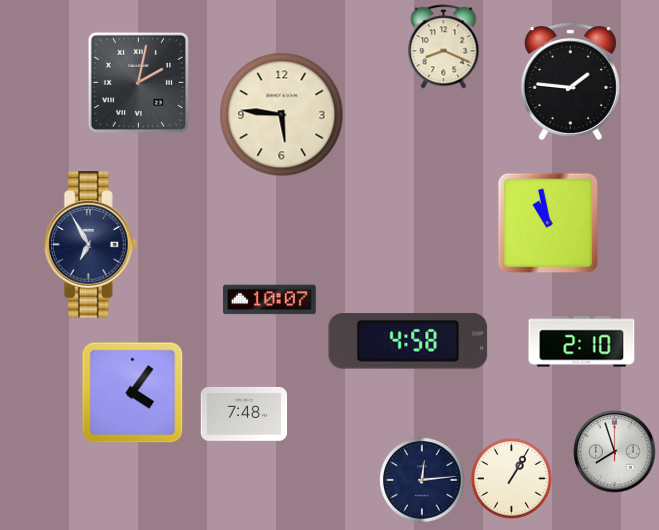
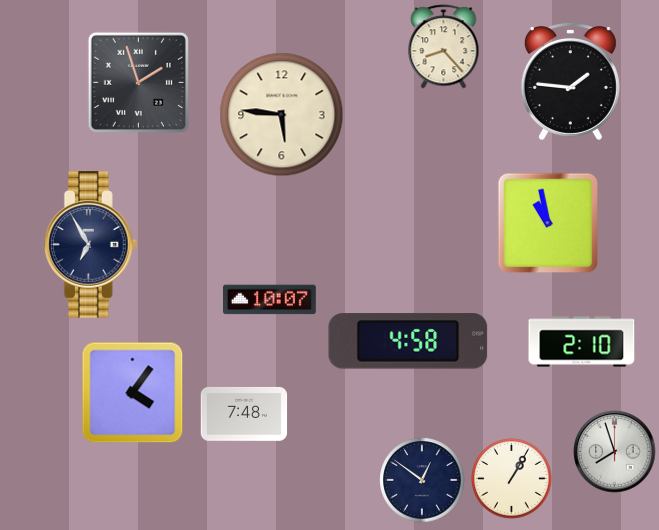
clock at (444, 47): 8:19 -> 8:23
clock at (138, 82): 2:02 -> 1:57
clock at (422, 480): 12:14 -> 12:51
